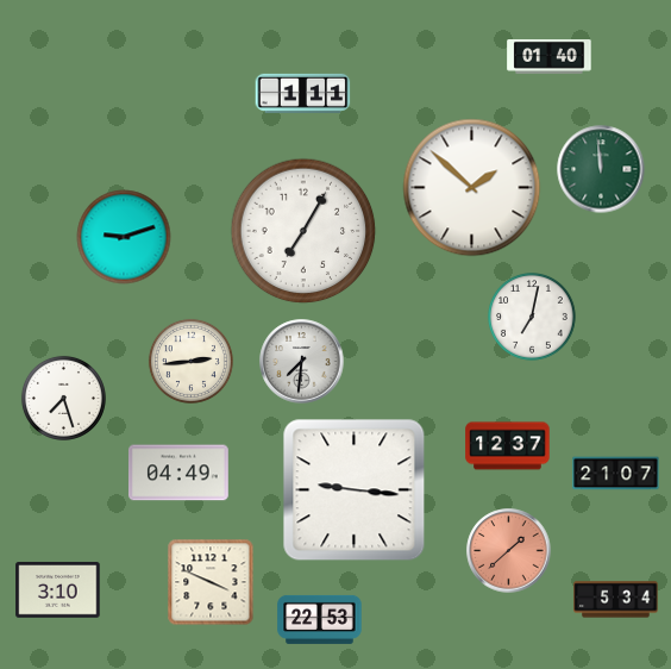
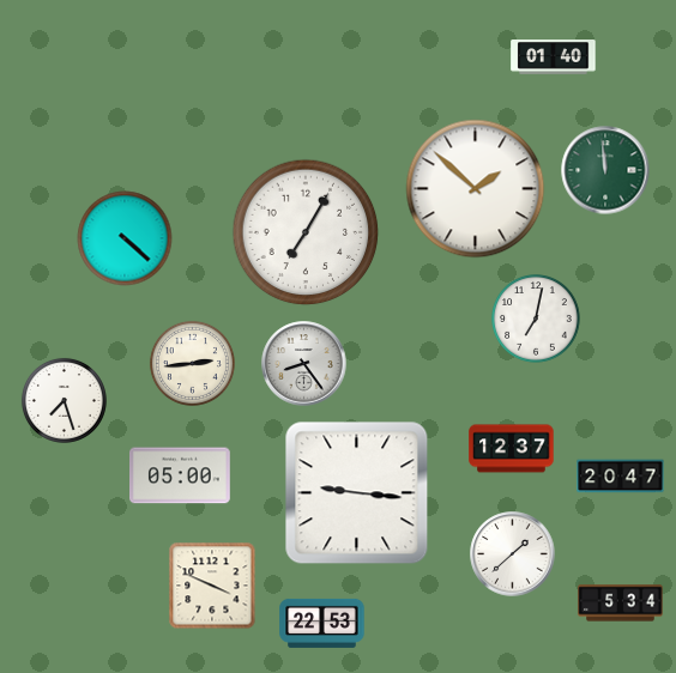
clock at (303, 93): 1:11 -> none
clock at (124, 237): 9:12 -> 4:22
clock at (302, 362): 7:31 -> 8:24
clock at (180, 473): 04:49 -> 05:00
clock at (616, 474): 21:07 -> 20:47
clock at (509, 551) dial: salmon -> white
clock at (58, 590): 3:10 -> none
